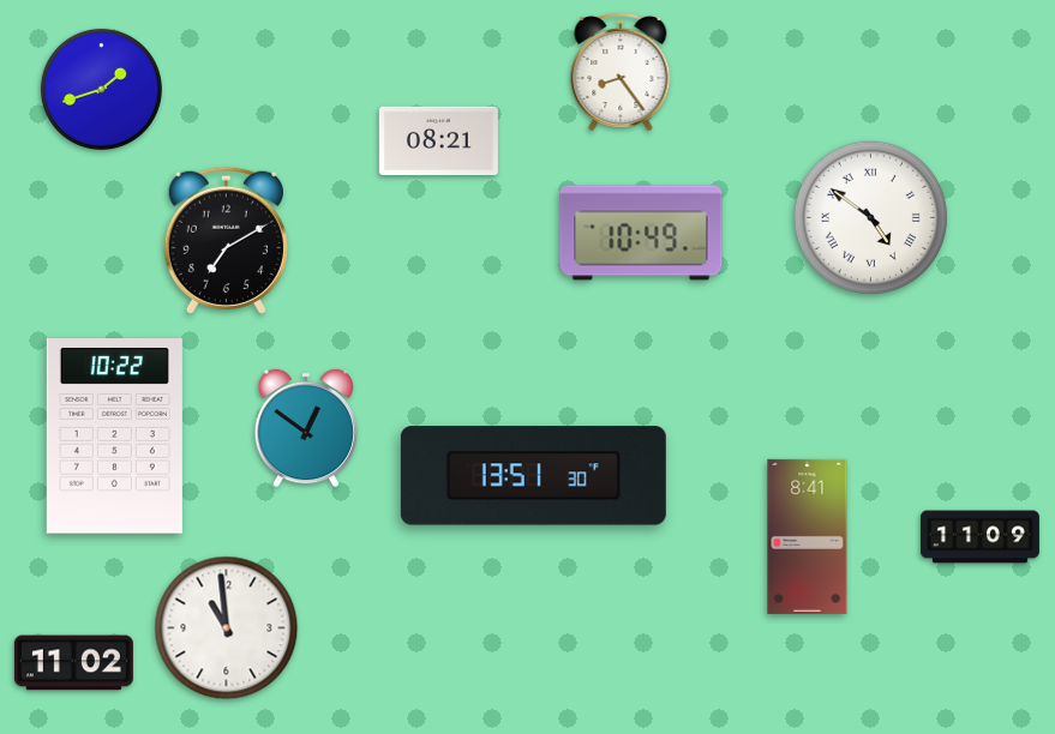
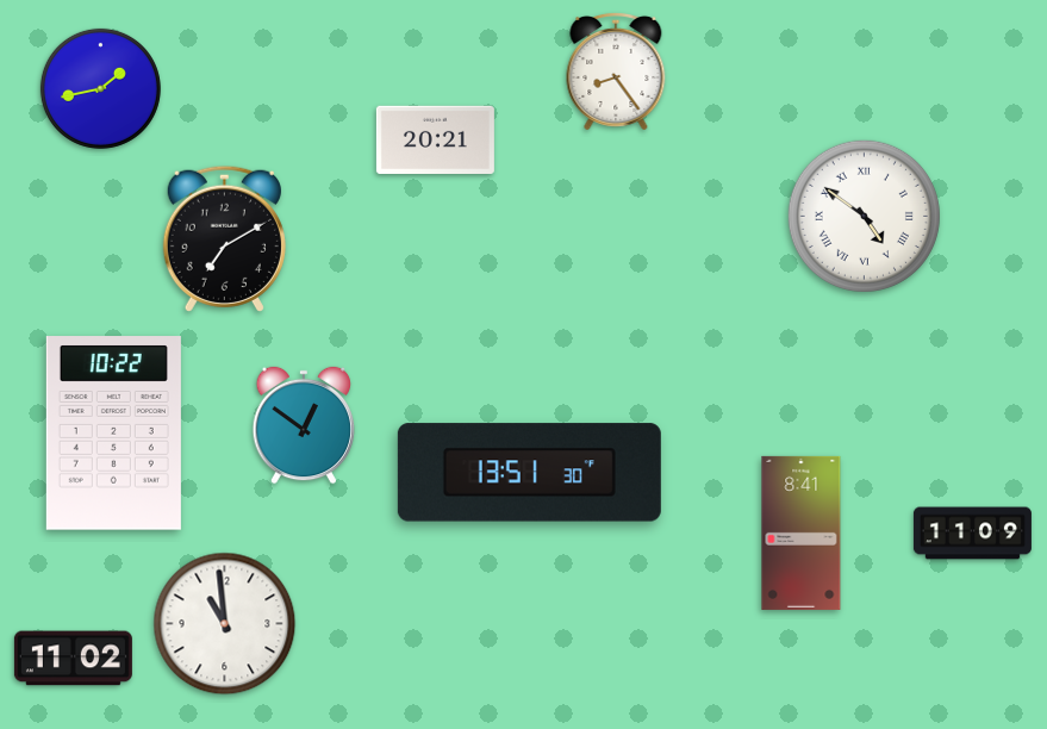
clock at (101, 89): 1:42 -> 1:43
clock at (438, 140): 08:21 -> 20:21
clock at (641, 233): 10:49 -> none
